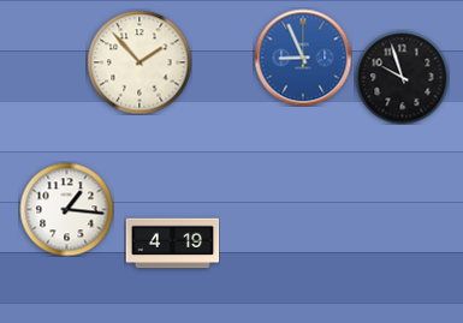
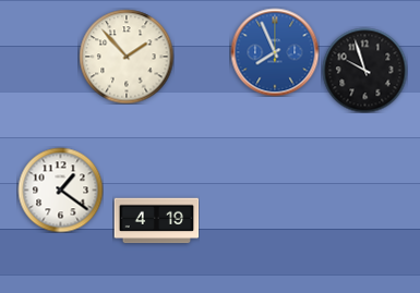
clock at (303, 58): 8:56 -> 7:56
clock at (66, 209): 1:16 -> 1:21
